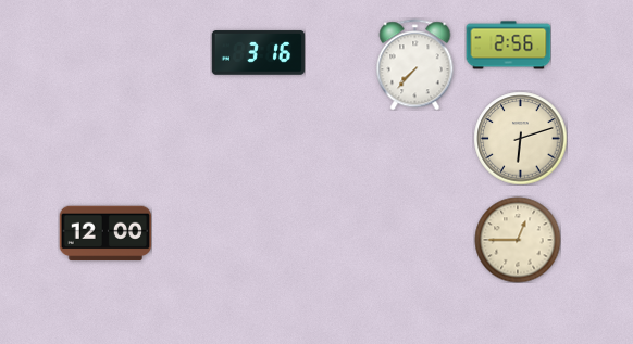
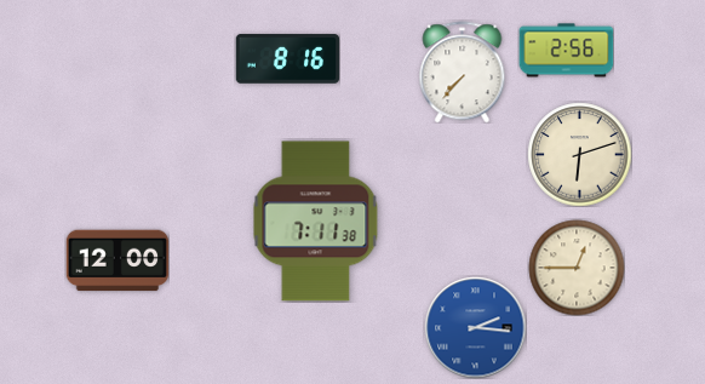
clock at (258, 53): 3:16 -> 8:16
clock at (316, 222): none -> 7:11
clock at (475, 327): none -> 2:16
